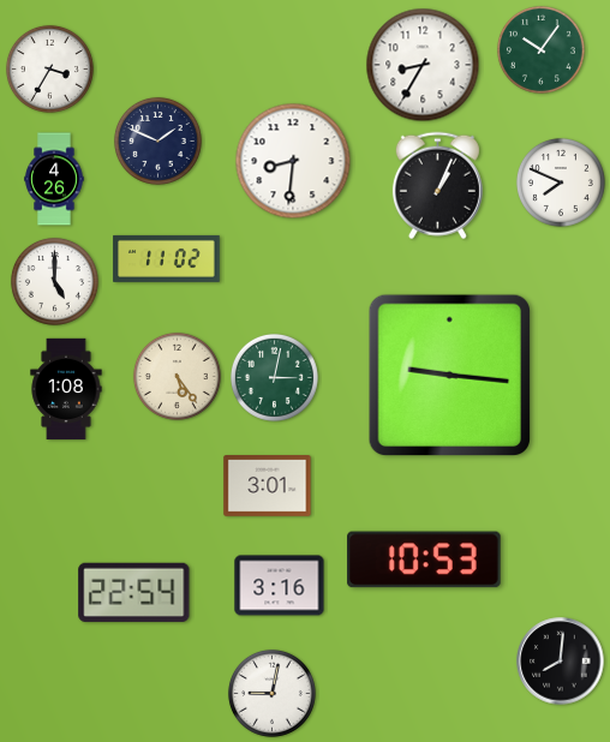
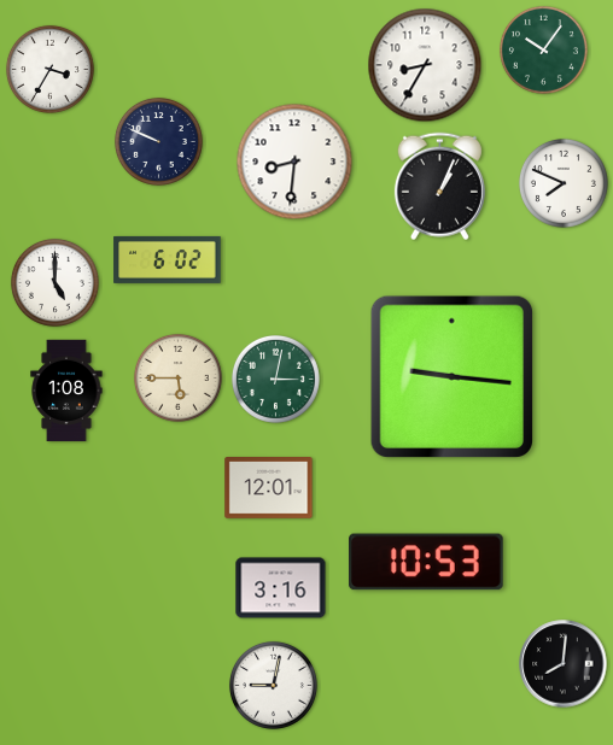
clock at (157, 140): 1:49 -> 9:49
clock at (54, 179): 4:26 -> none
clock at (167, 258): 11:02 -> 6:02
clock at (177, 376): 5:24 -> 5:45
clock at (268, 486): 3:01 -> 12:01
clock at (134, 592): 22:54 -> none
clock at (271, 693) position: (271, 693) -> (273, 685)
